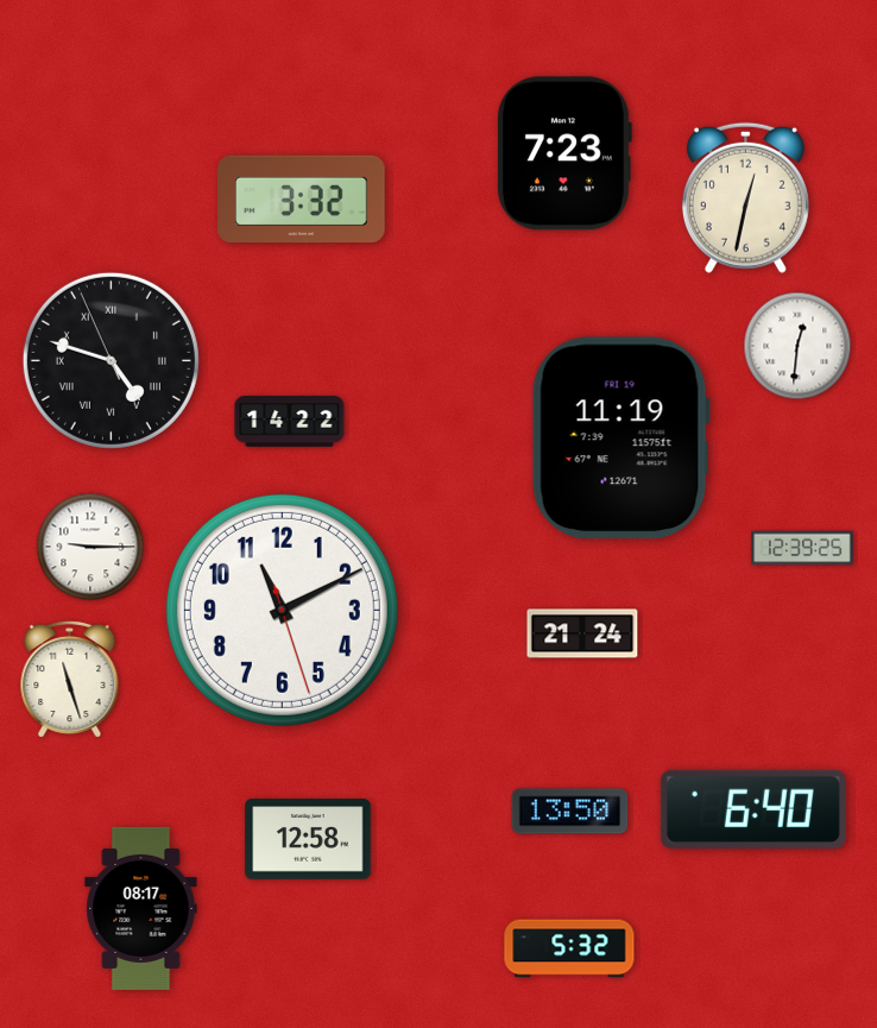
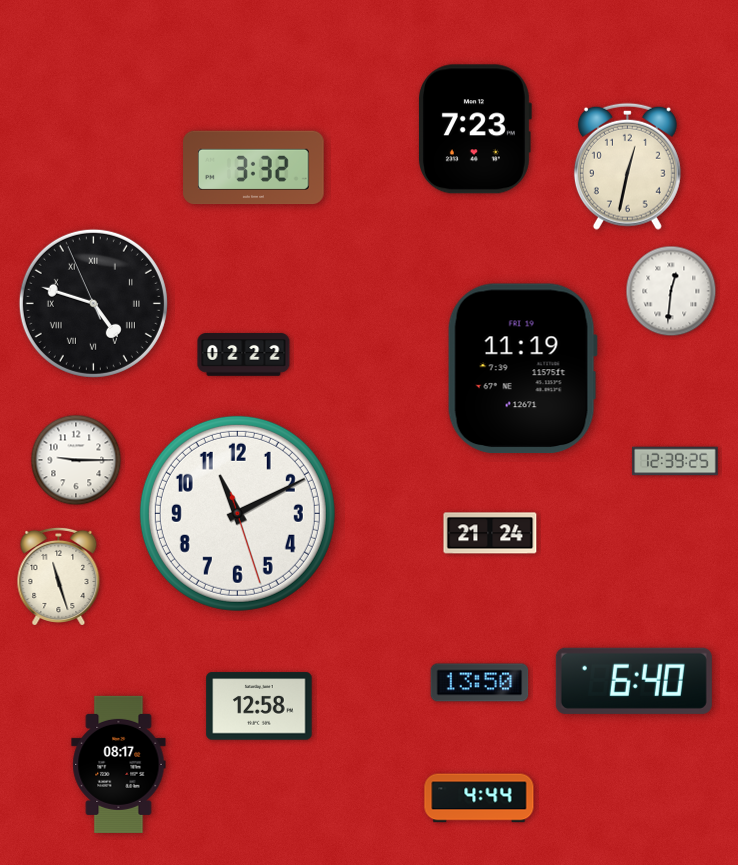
clock at (290, 422): 14:22 -> 02:22
clock at (70, 679) position: (70, 679) -> (59, 576)
clock at (569, 948): 5:32 -> 4:44
